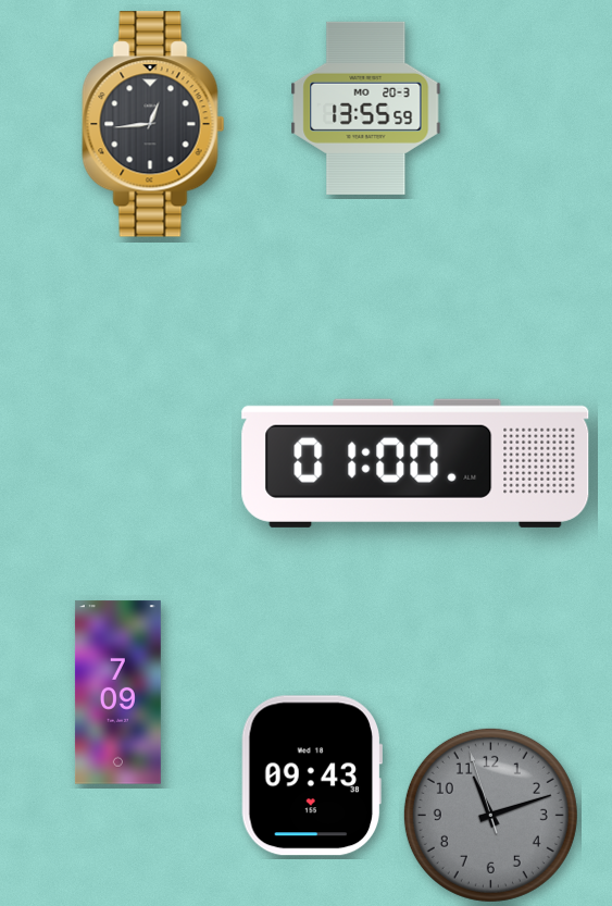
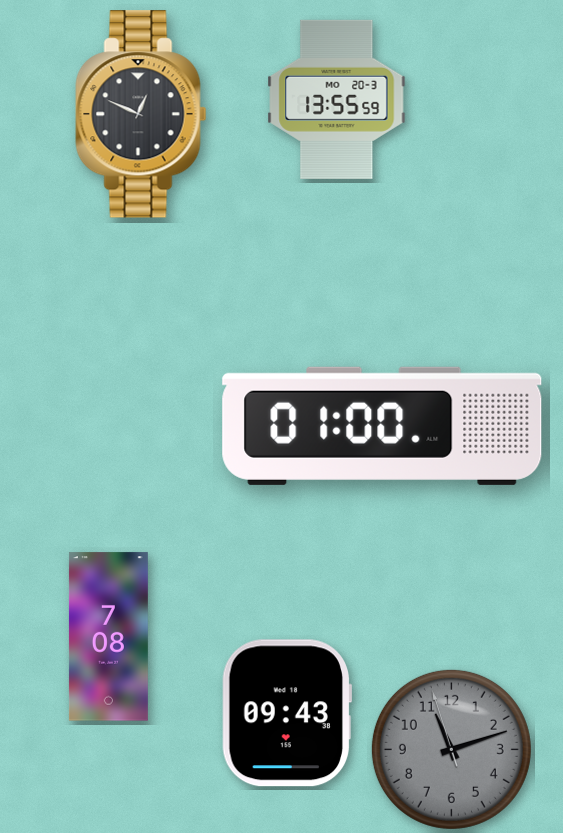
clock at (153, 124): 12:44 -> 12:49
clock at (117, 693): 7:09 -> 7:08
